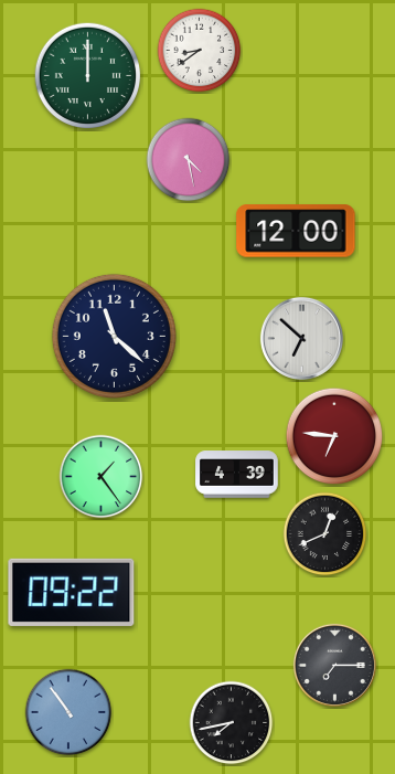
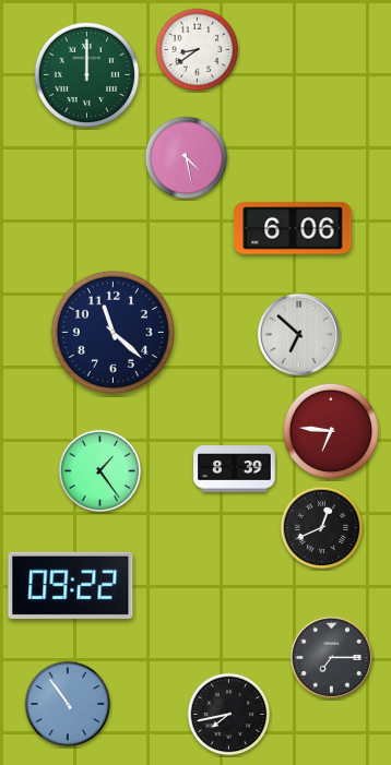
clock at (296, 231): 12:00 -> 6:06
clock at (237, 475): 4:39 -> 8:39
